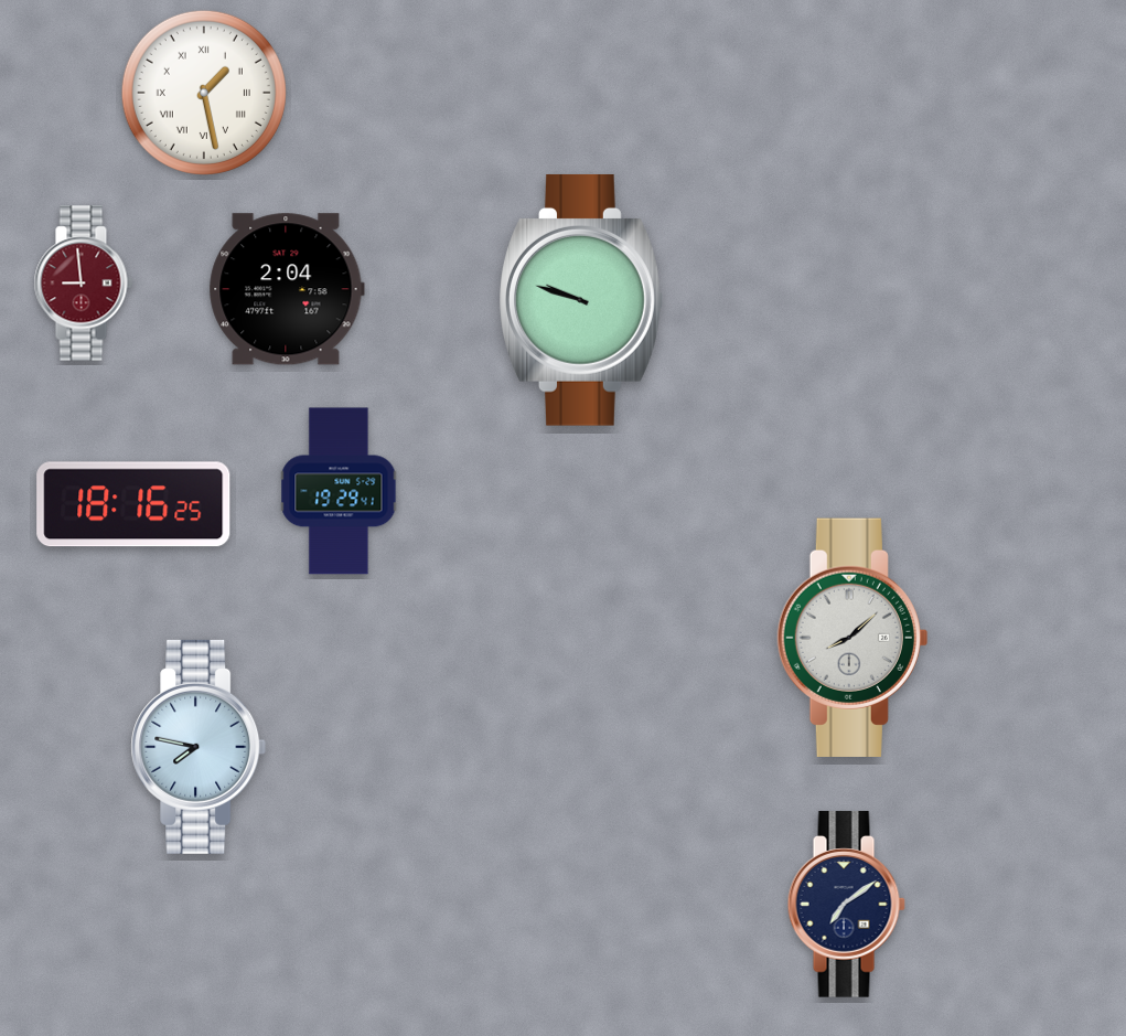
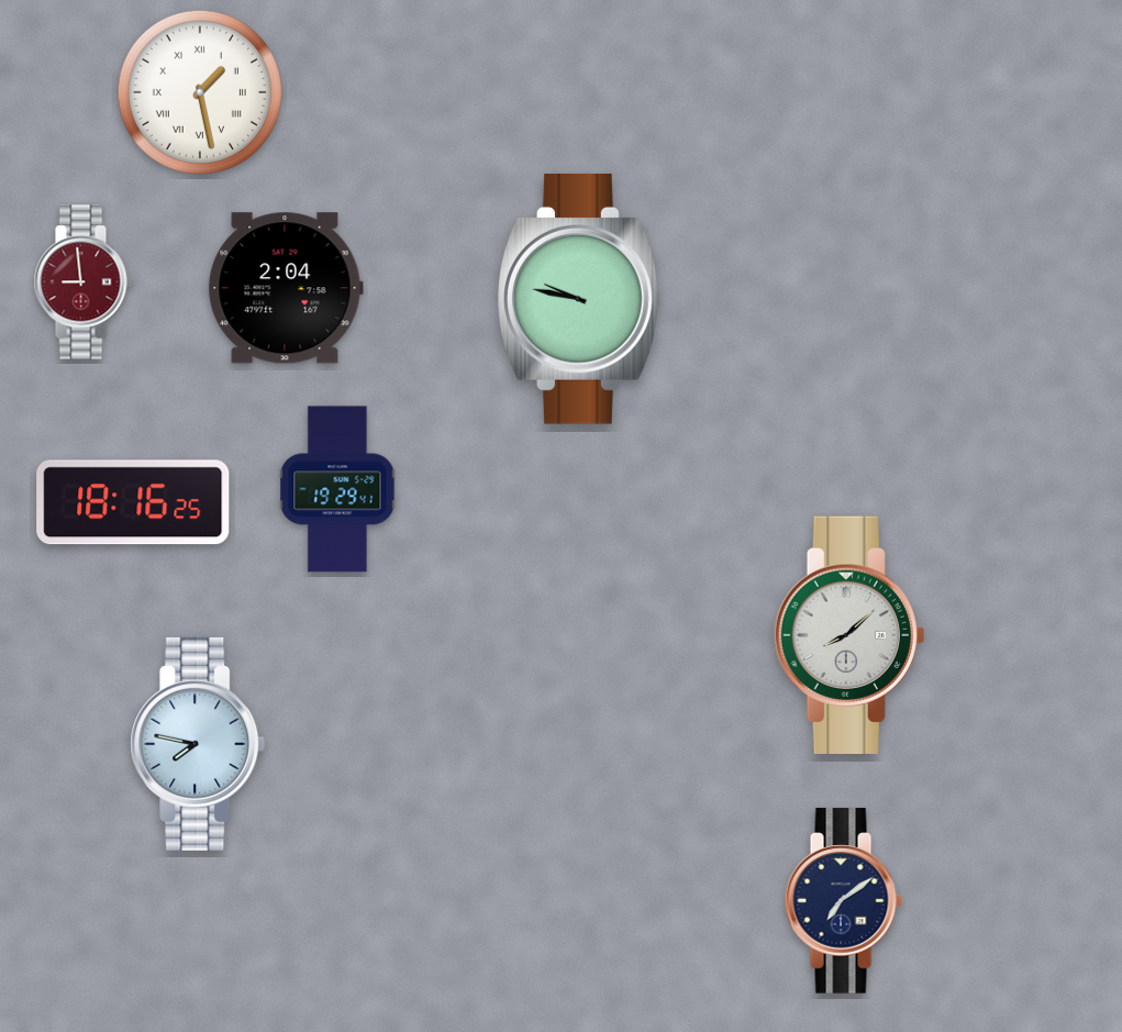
clock at (204, 93) position: (204, 93) -> (200, 92)
clock at (581, 300): 9:48 -> 9:47
